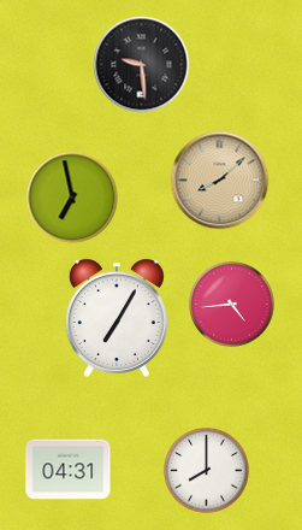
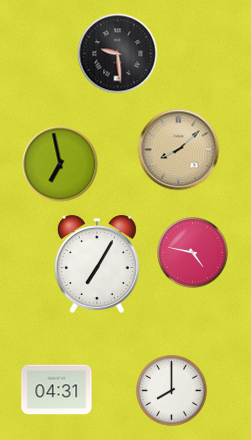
clock at (220, 181) position: (220, 181) -> (179, 150)
clock at (232, 305): 4:44 -> 4:47
